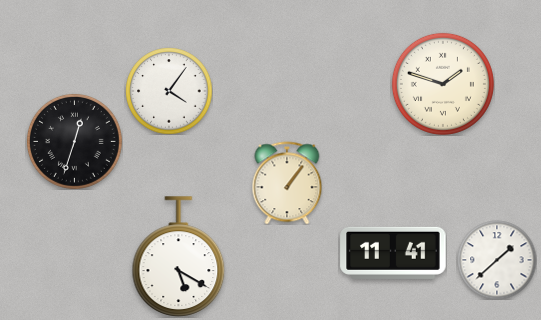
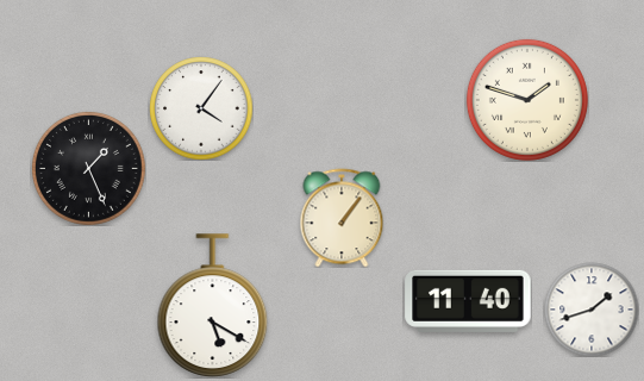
clock at (74, 141): 12:33 -> 1:26
clock at (393, 253): 11:41 -> 11:40
clock at (497, 260): 1:38 -> 1:42
